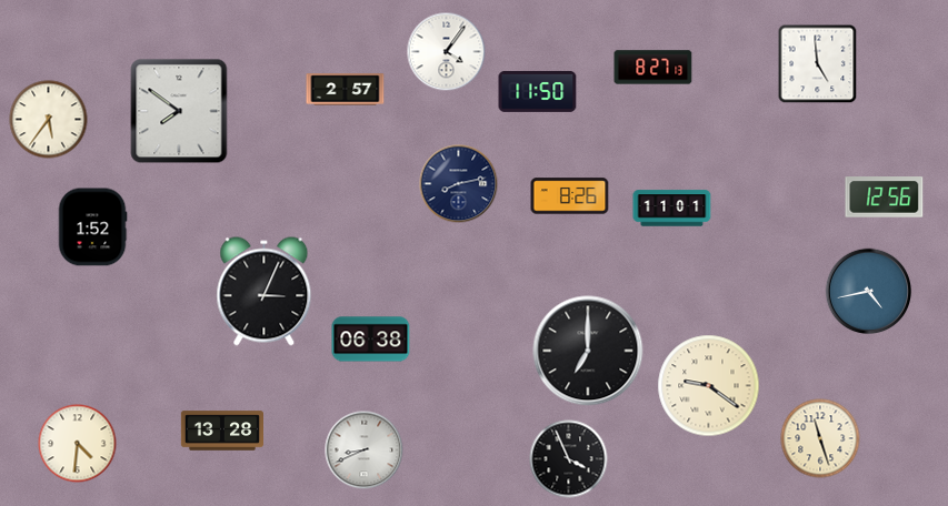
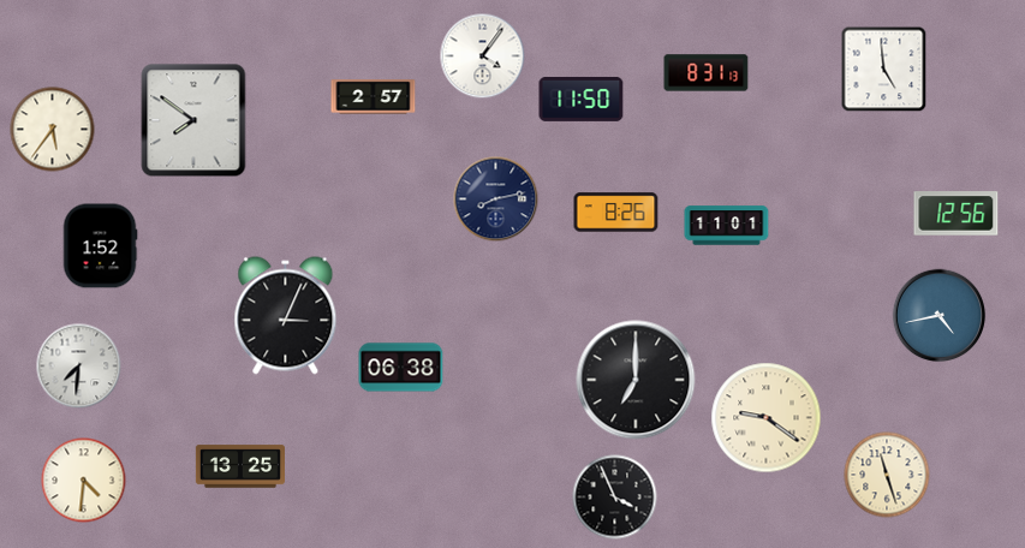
clock at (653, 68): 8:27 -> 8:31
clock at (79, 367): none -> 7:31
clock at (221, 431): 13:28 -> 13:25
clock at (365, 451): 8:41 -> none
